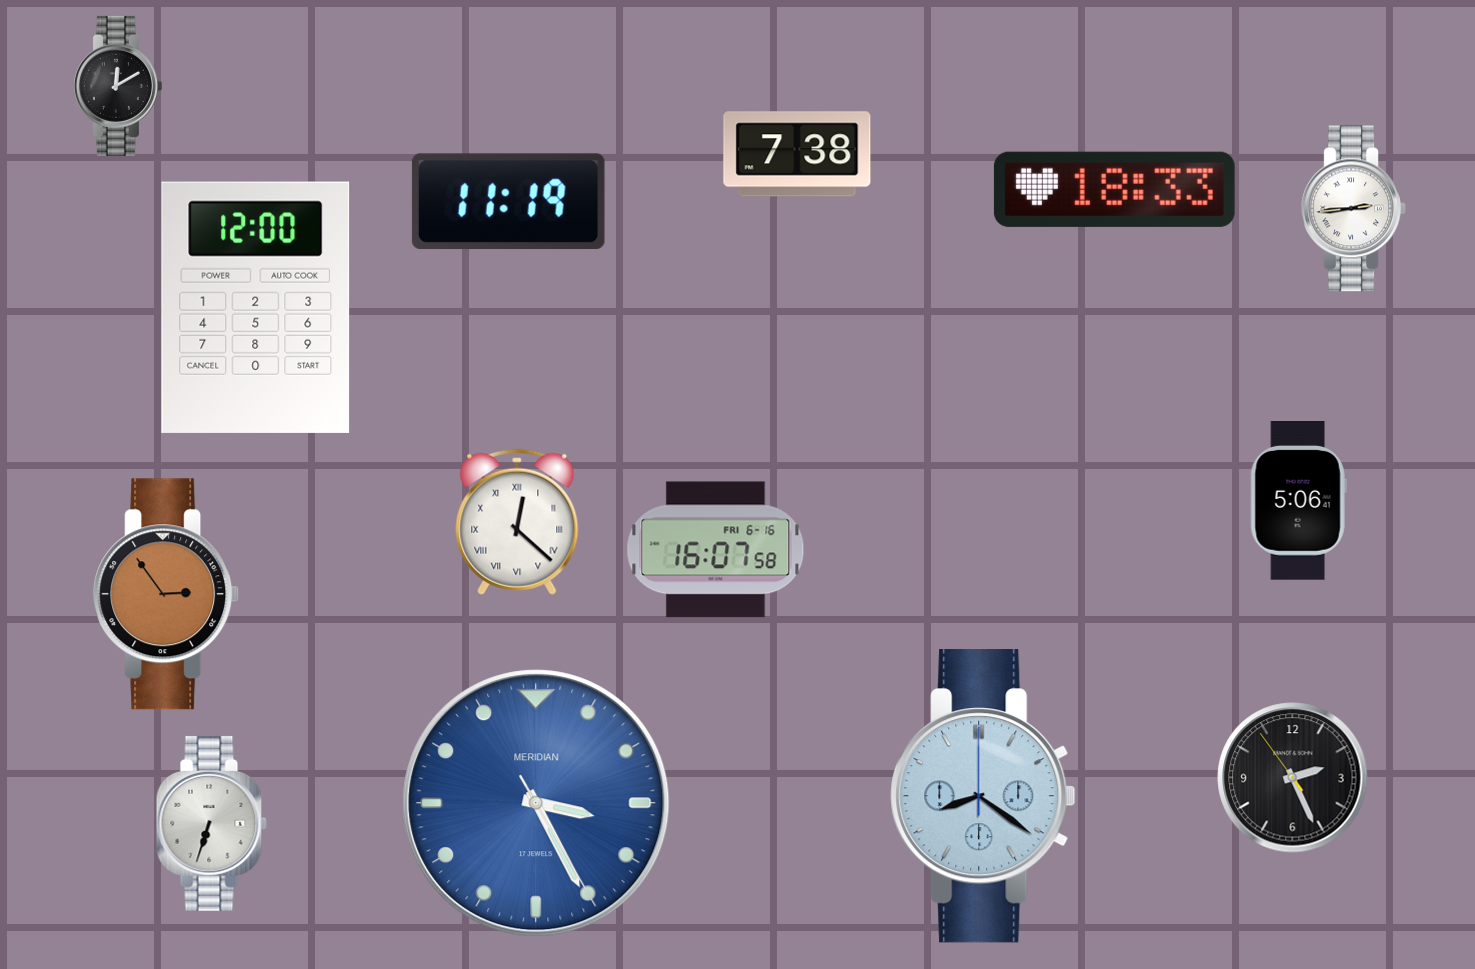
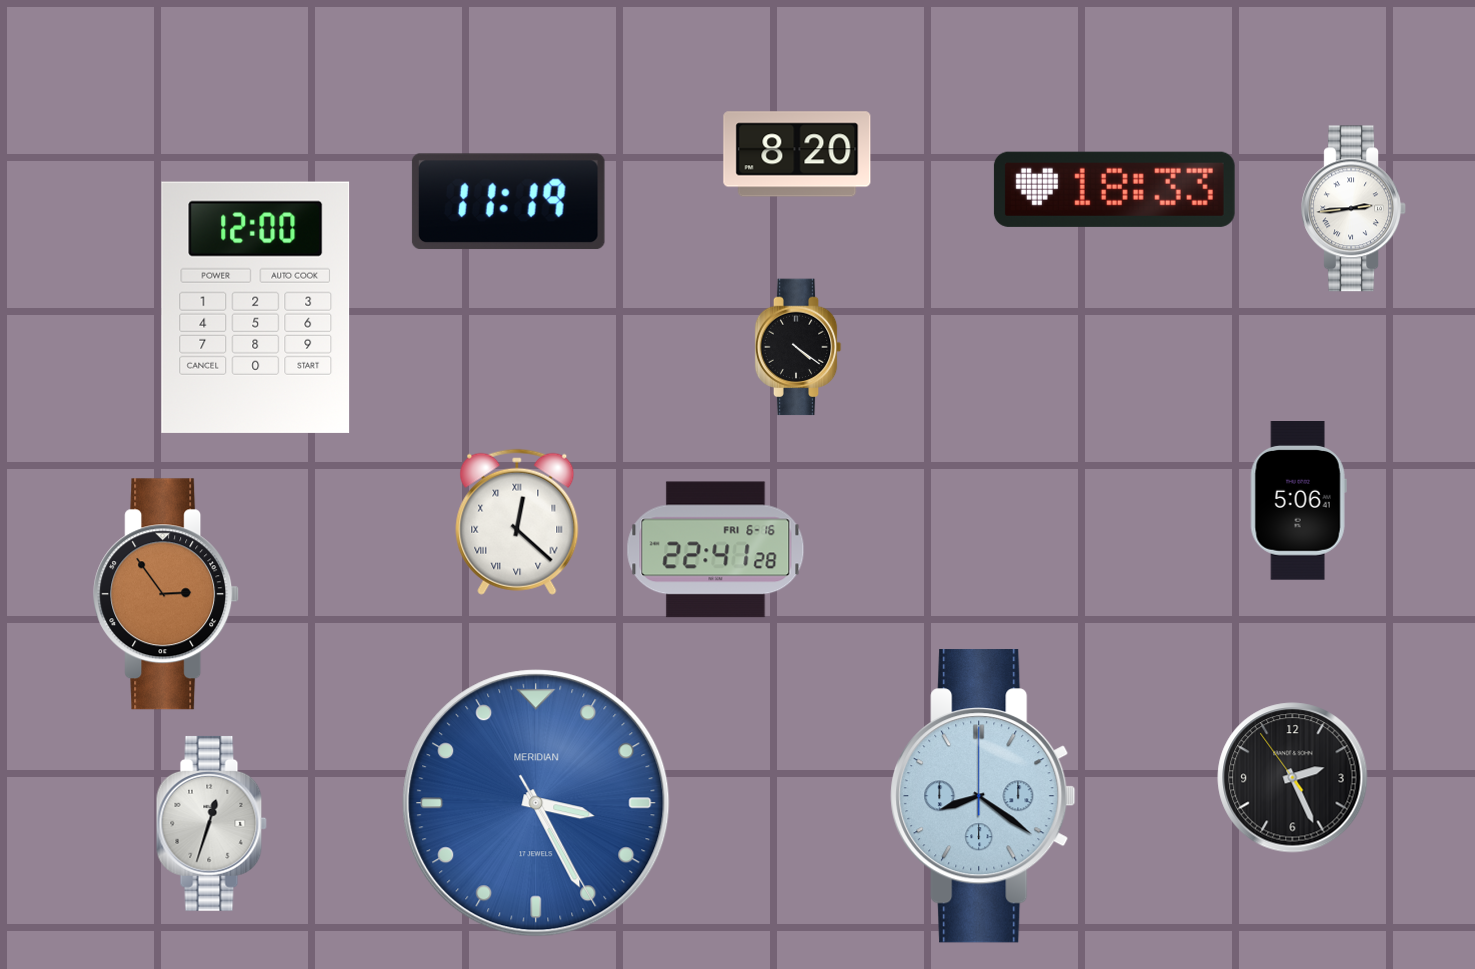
clock at (117, 86): 12:10 -> none
clock at (797, 154): 7:38 -> 8:20
clock at (798, 347): none -> 4:21
clock at (716, 550): 16:07 -> 22:41
clock at (211, 823): 6:33 -> 12:33
